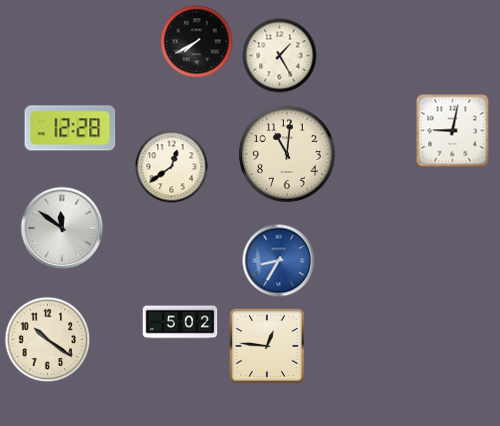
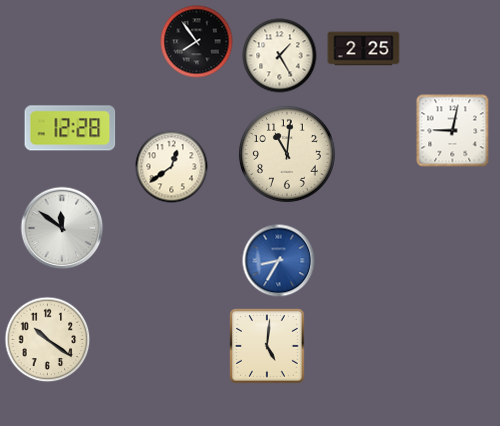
clock at (197, 42): 7:40 -> 7:54
clock at (364, 49): none -> 2:25
clock at (180, 322): 5:02 -> none
clock at (267, 346): 12:46 -> 5:01
